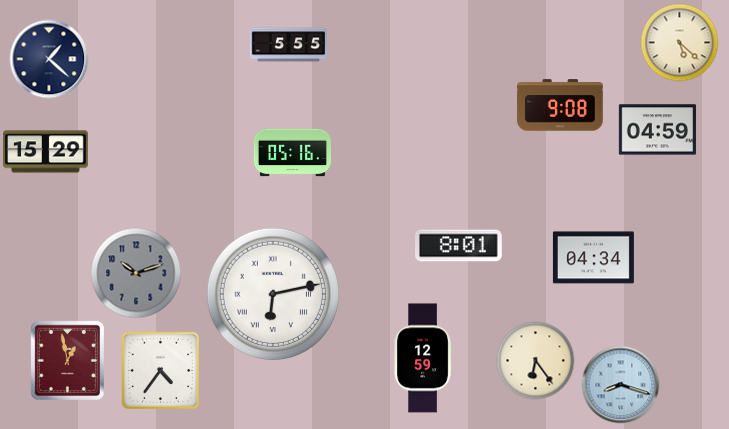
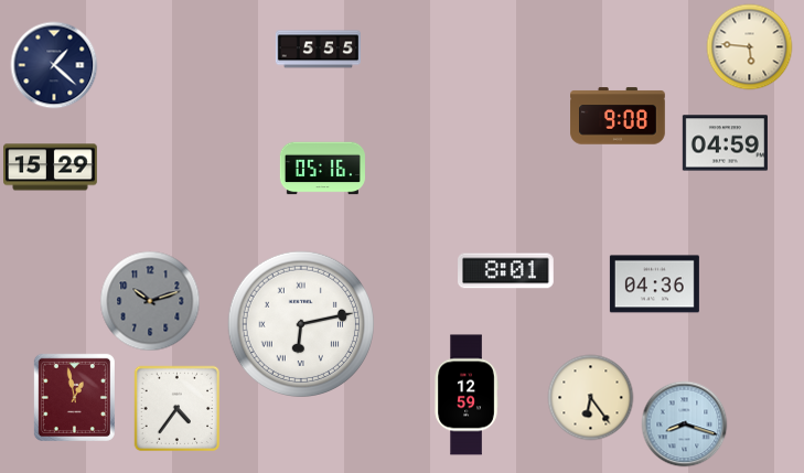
clock at (679, 42): 5:22 -> 5:46
clock at (593, 258): 04:34 -> 04:36
